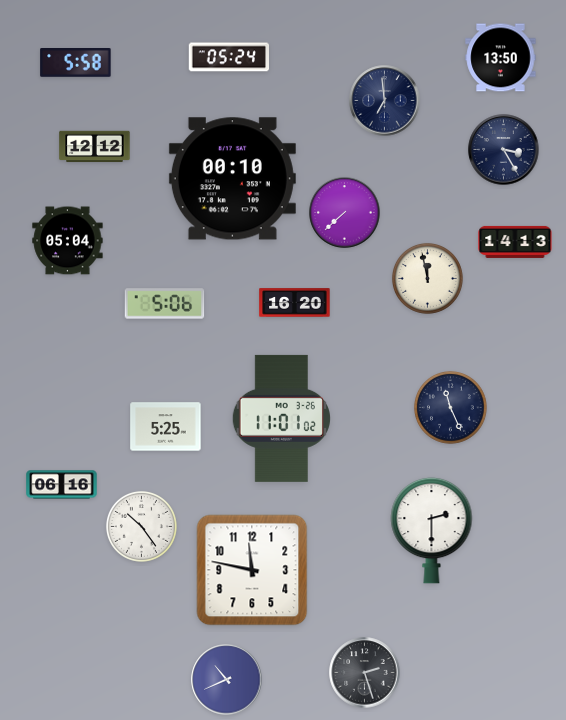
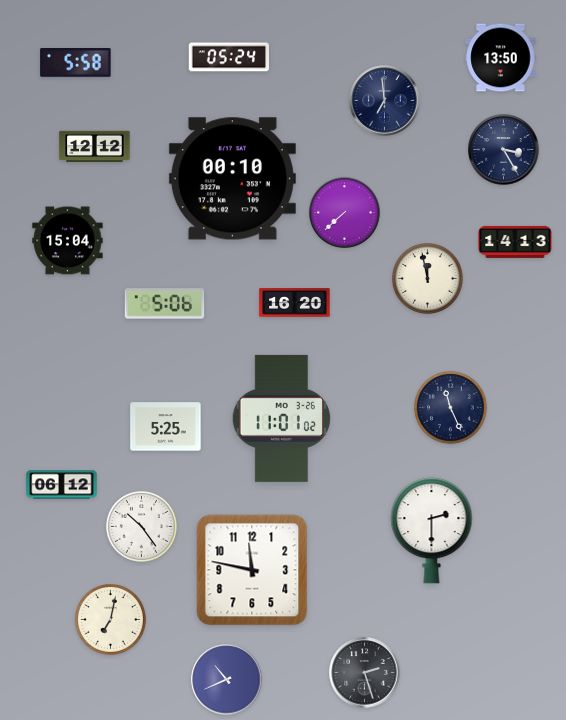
clock at (68, 241): 05:04 -> 15:04
clock at (62, 485): 06:16 -> 06:12
clock at (110, 619): none -> 7:02
